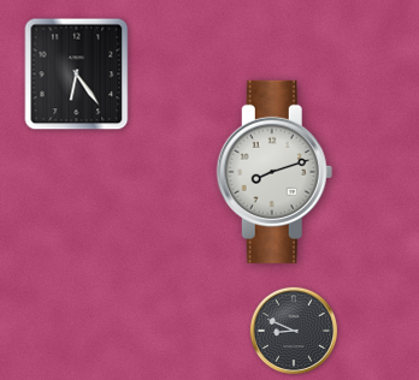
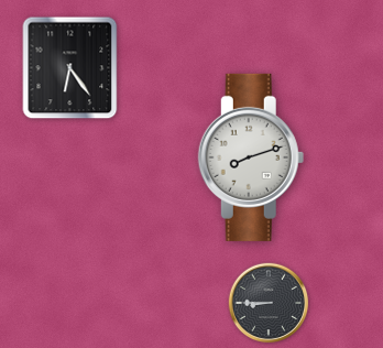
clock at (294, 331): 8:49 -> 8:45
